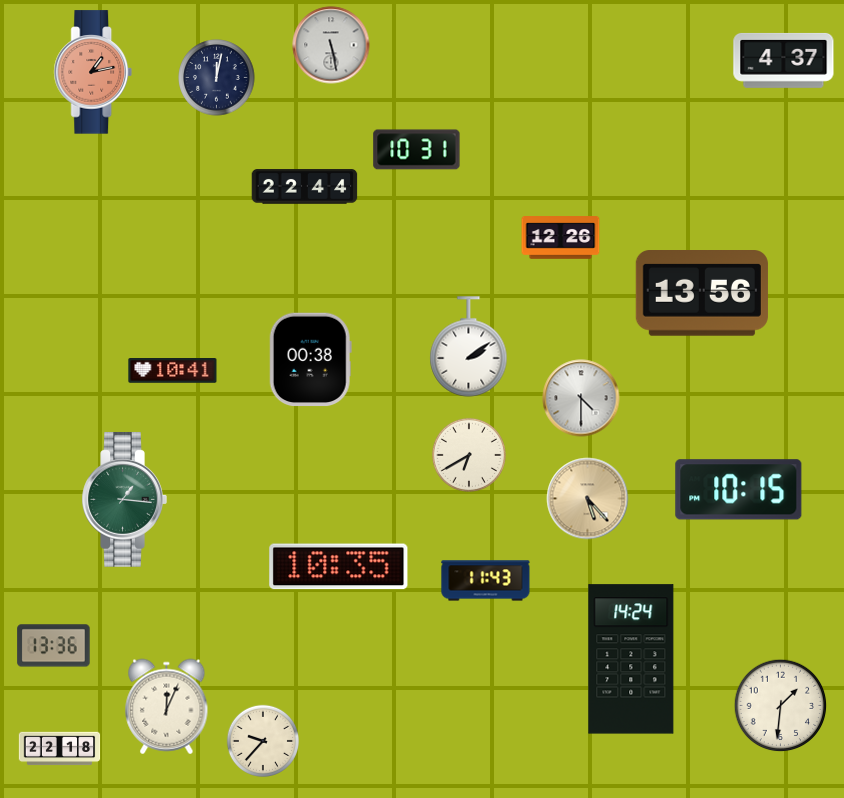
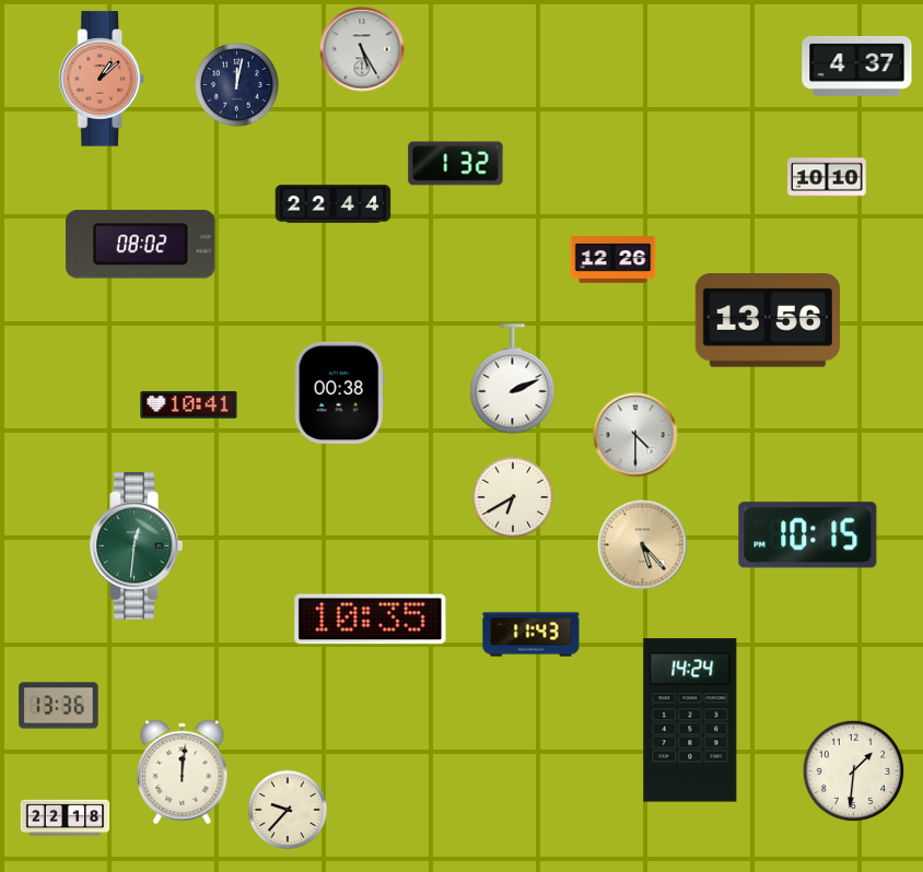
clock at (331, 45): 5:28 -> 5:25
clock at (93, 72): 1:13 -> 1:08
clock at (417, 150): 10:31 -> 1:32
clock at (827, 177): none -> 10:10
clock at (141, 245): none -> 08:02
clock at (469, 347): 2:09 -> 2:11
clock at (124, 499): 1:16 -> 12:31
clock at (167, 707): 12:04 -> 12:01
